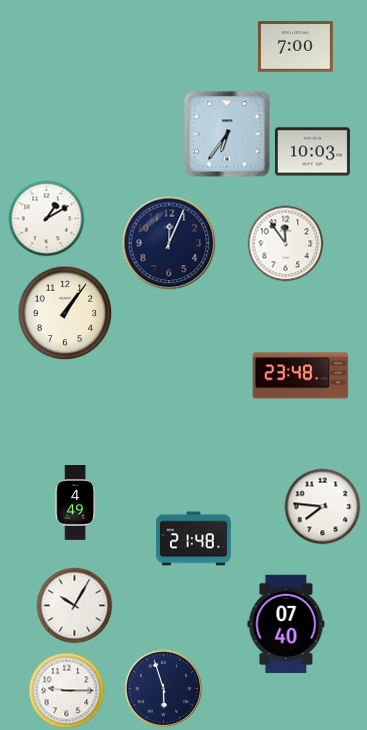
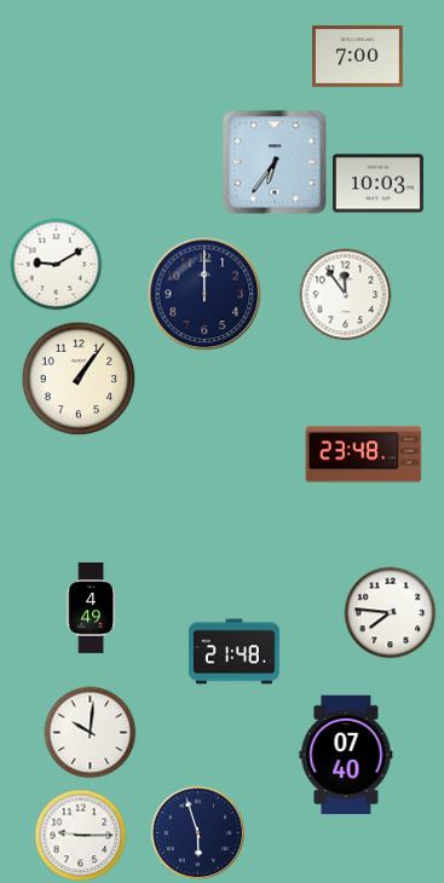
clock at (47, 219): 1:10 -> 9:10
clock at (169, 243): 12:04 -> 12:00
clock at (75, 606): 10:05 -> 10:01
